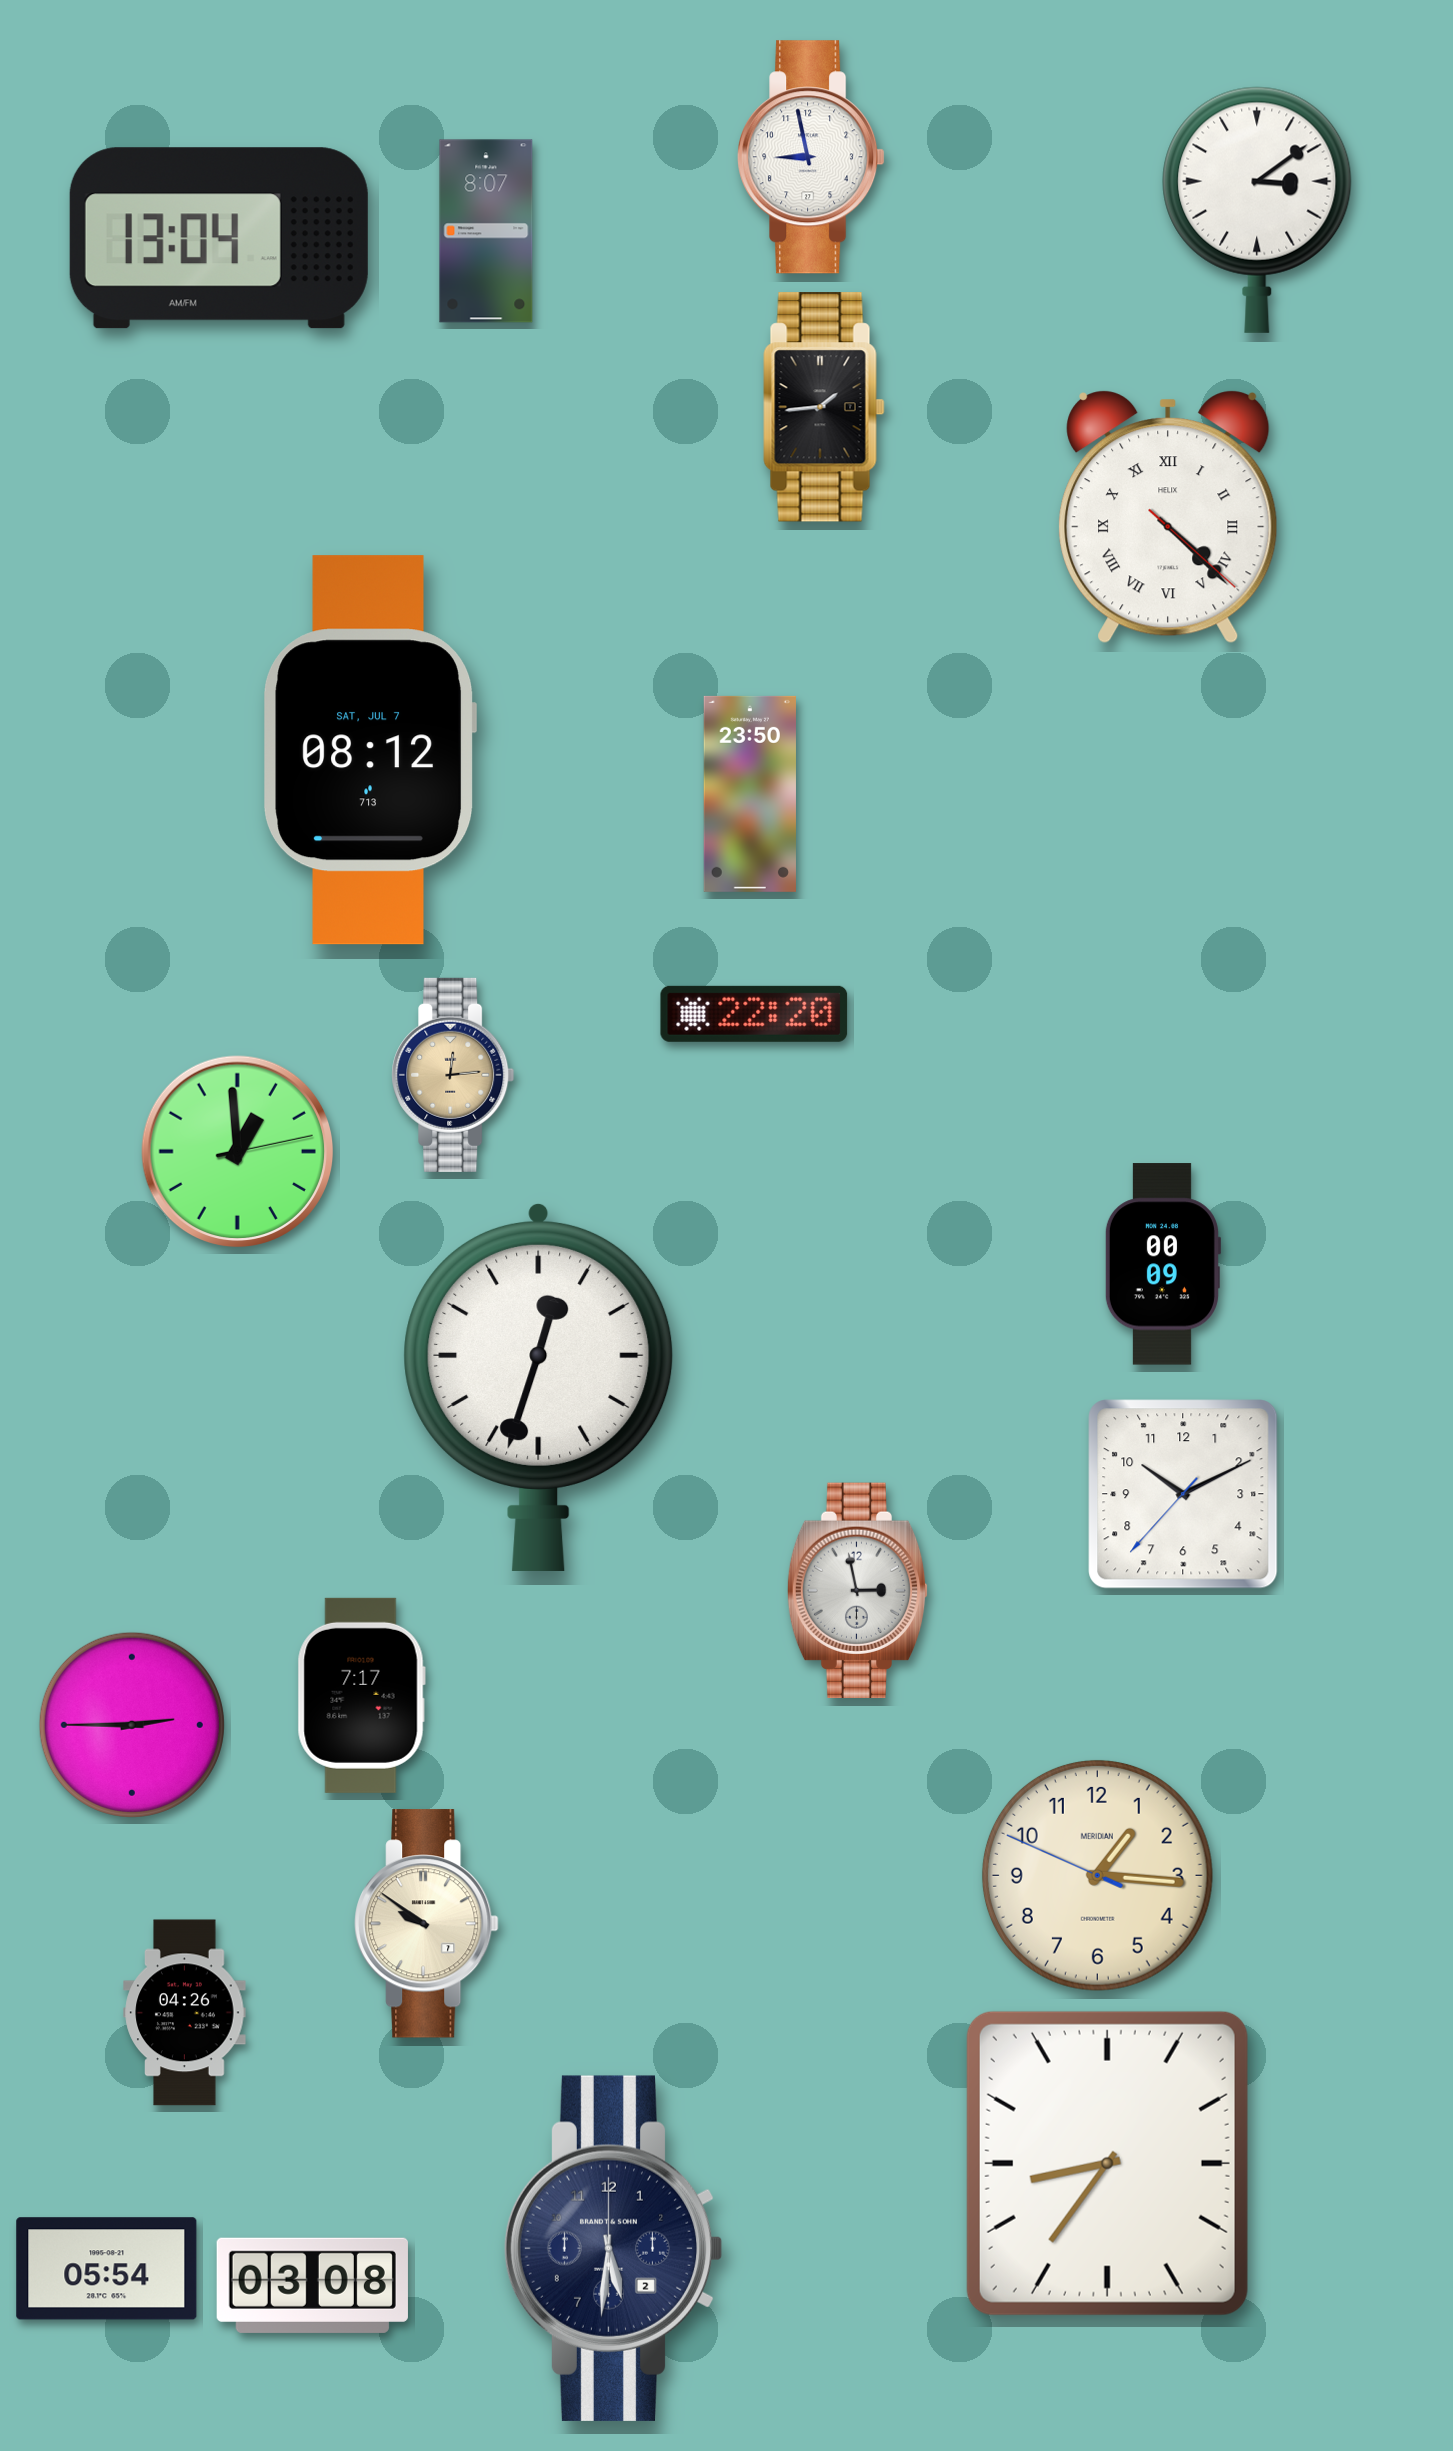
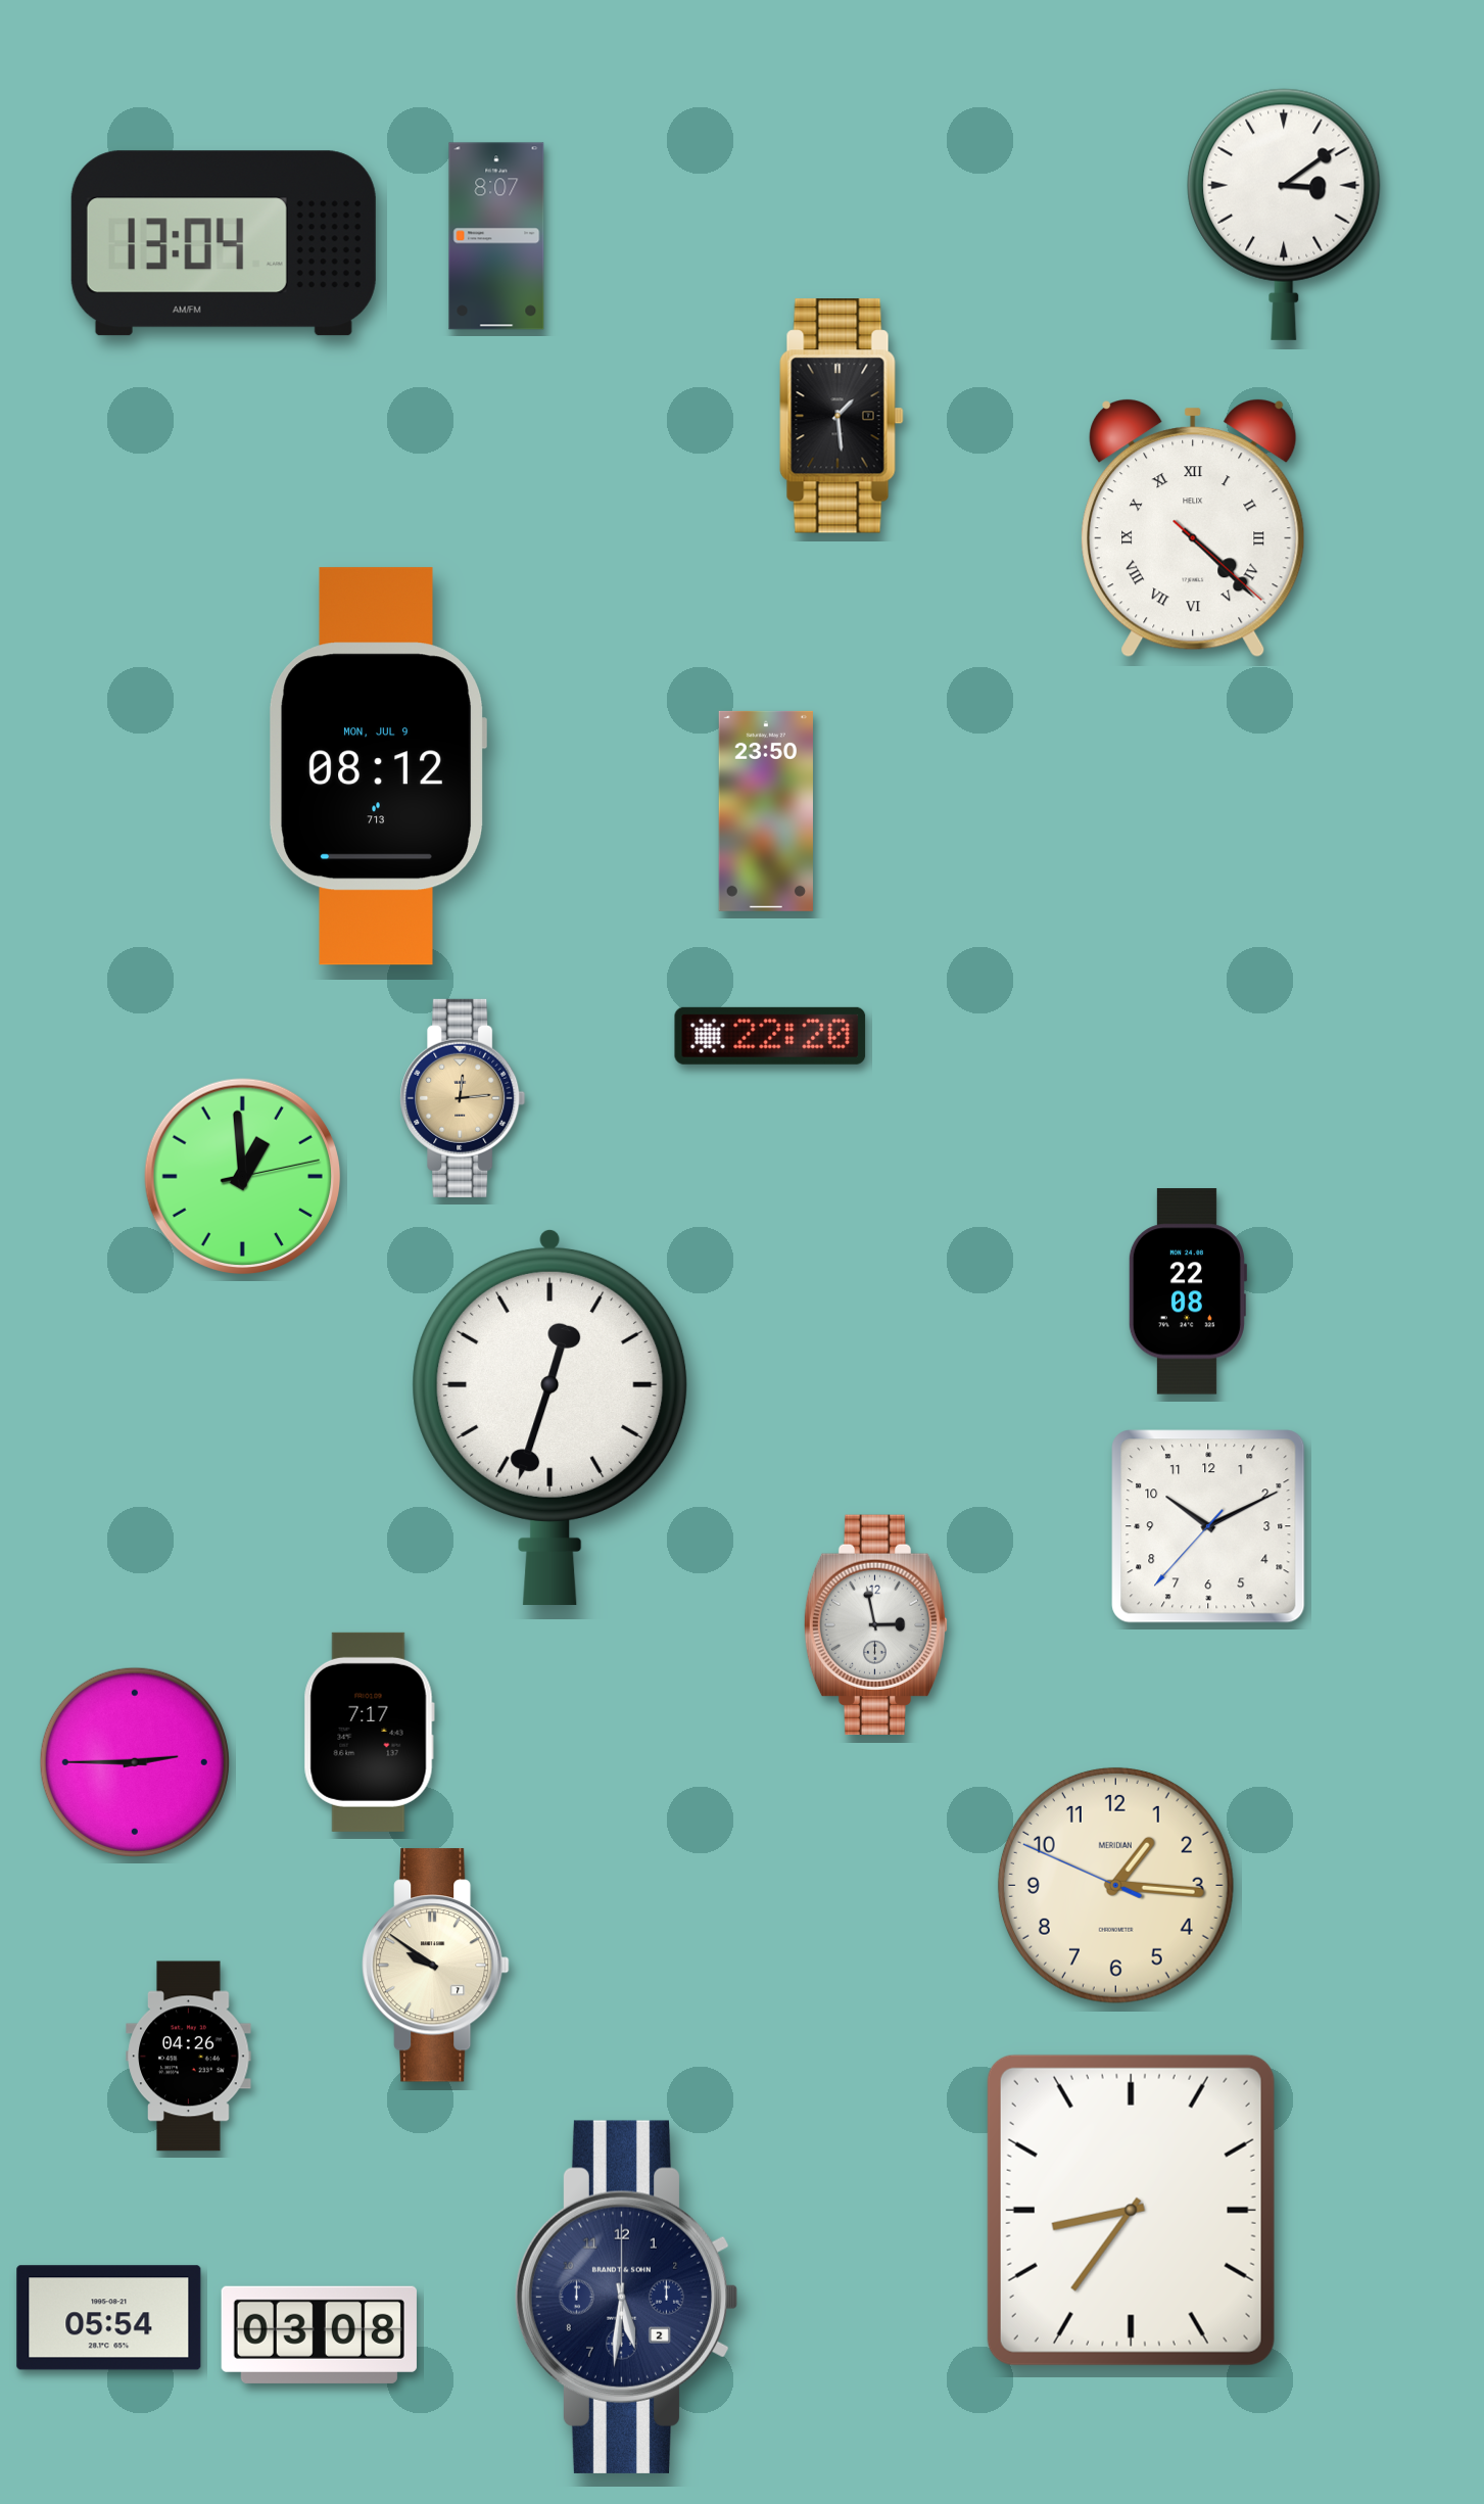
clock at (811, 157): 8:58 -> none
clock at (824, 407): 1:44 -> 1:29
clock at (369, 750) date: SAT, JUL 7 -> MON, JUL 9
clock at (1162, 1264): 00:09 -> 22:08
clock at (1097, 1875) position: (1097, 1875) -> (1115, 1885)
